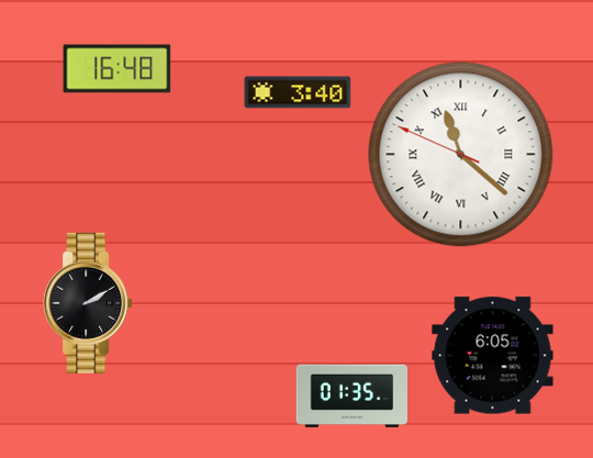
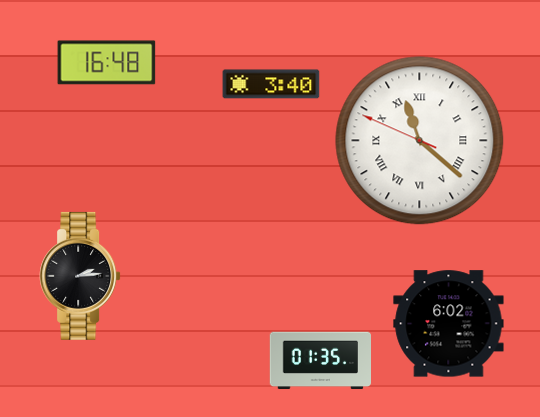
clock at (88, 303): 2:10 -> 2:14
clock at (493, 356): 6:05 -> 6:02
